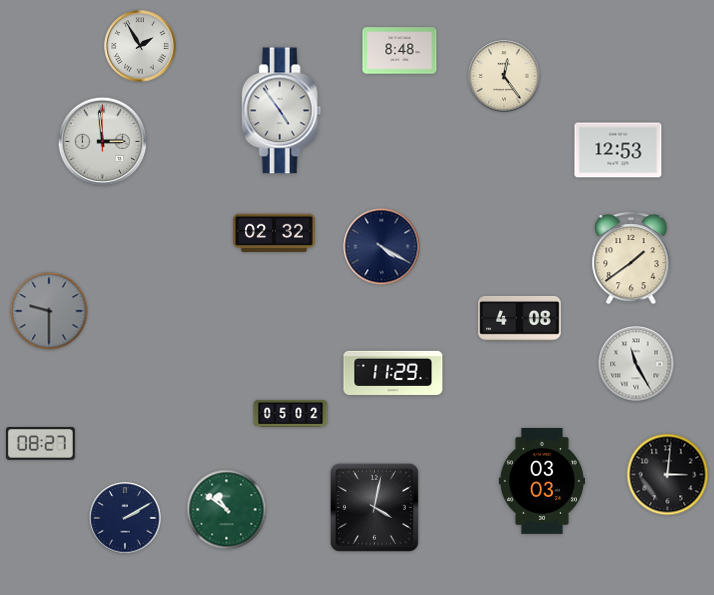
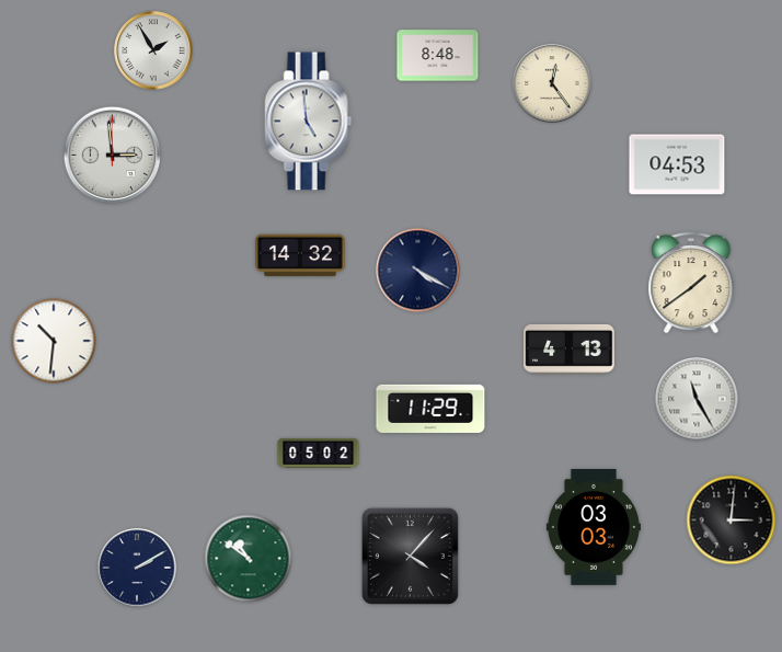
clock at (282, 111): 4:54 -> 4:59
clock at (618, 150): 12:53 -> 04:53
clock at (274, 233): 02:32 -> 14:32
clock at (49, 311): 9:30 -> 10:31
clock at (49, 311) dial: grey -> white
clock at (520, 318): 4:08 -> 4:13
clock at (40, 444): 08:27 -> none
clock at (374, 507): 4:02 -> 4:07
